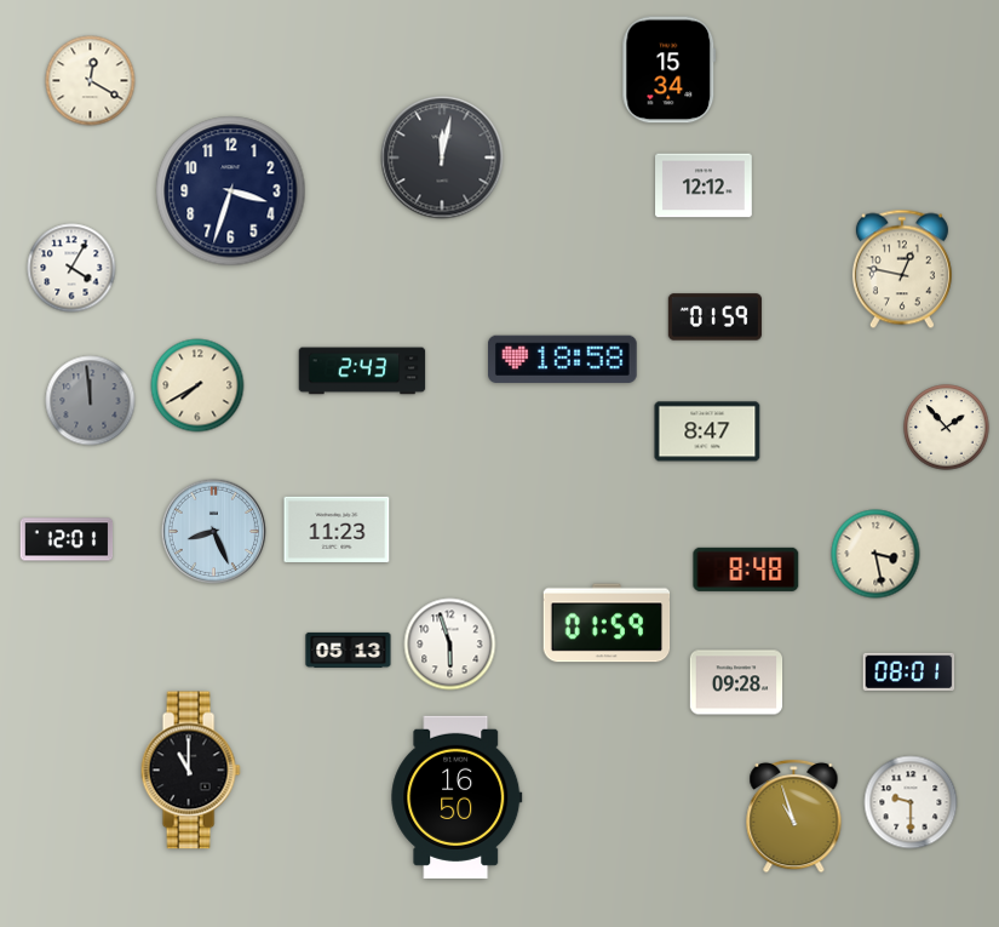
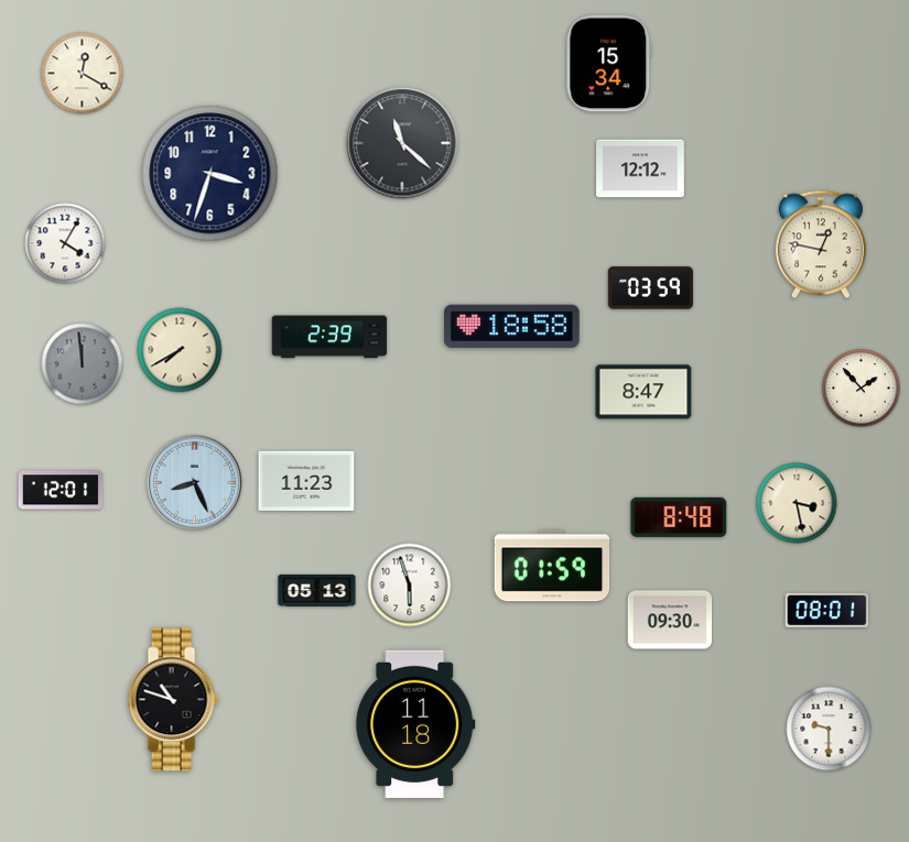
clock at (442, 158): 12:02 -> 11:22
clock at (714, 317): 01:59 -> 03:59
clock at (362, 371): 2:43 -> 2:39
clock at (736, 682): 09:28 -> 09:30
clock at (190, 771): 11:00 -> 10:48
clock at (457, 797): 16:50 -> 11:18
clock at (794, 816): 10:57 -> none
